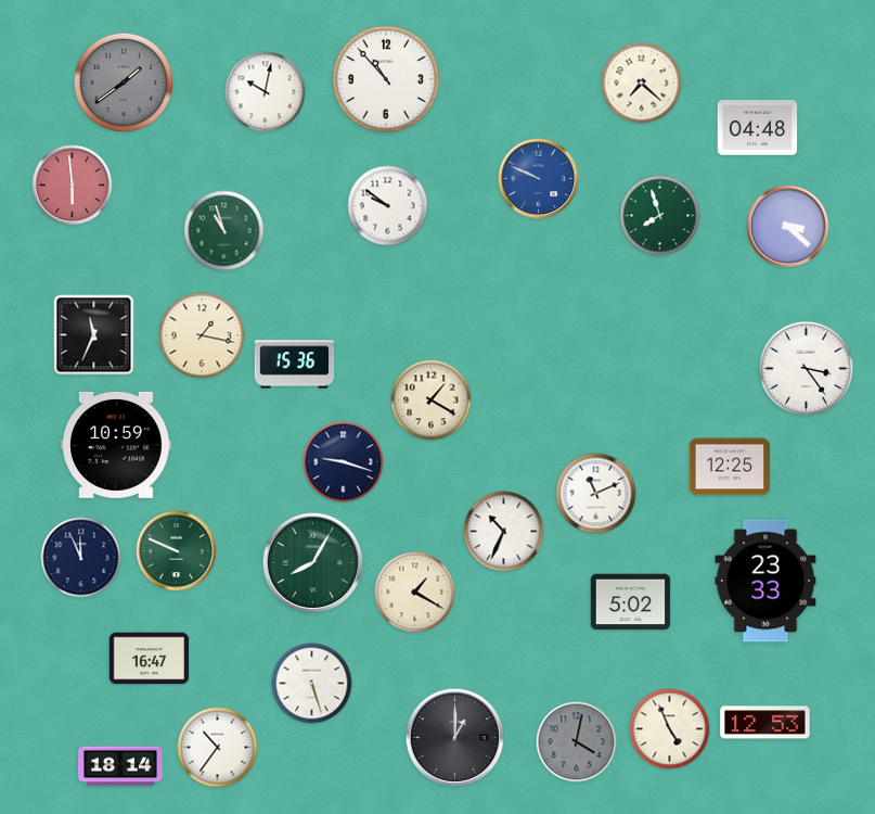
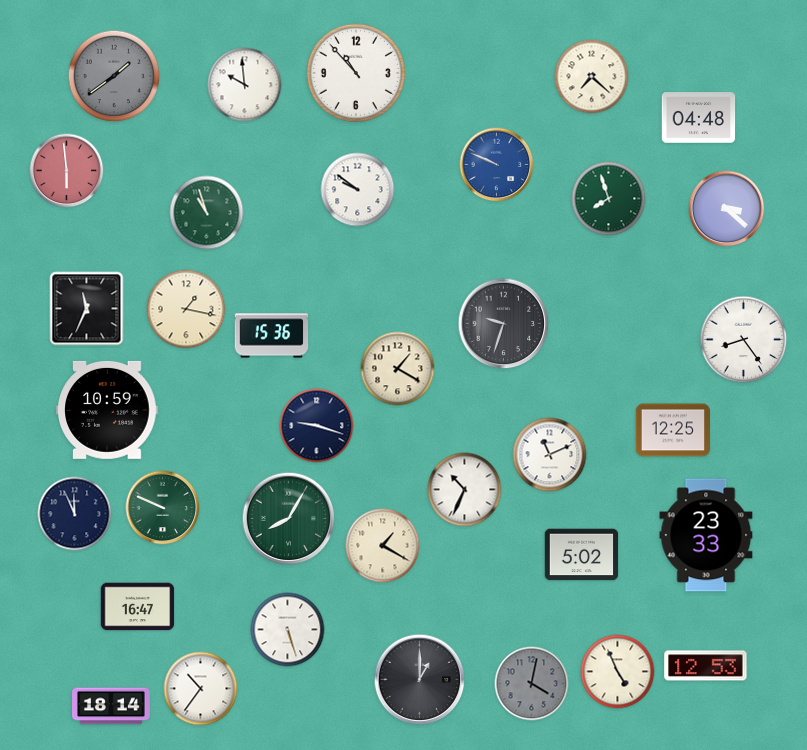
clock at (266, 92): 10:02 -> 9:59
clock at (504, 324): none -> 9:33
clock at (807, 369): 3:24 -> 8:24
